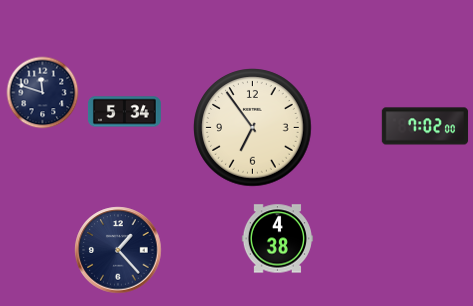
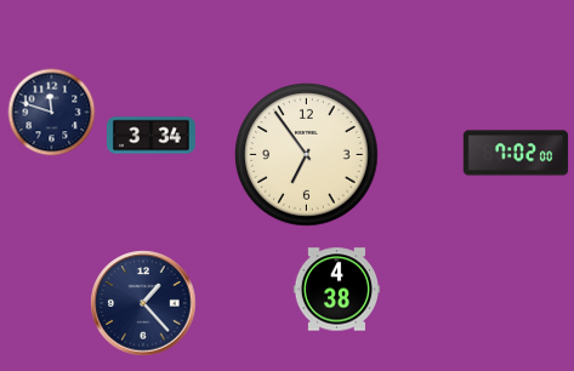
clock at (124, 112): 5:34 -> 3:34
